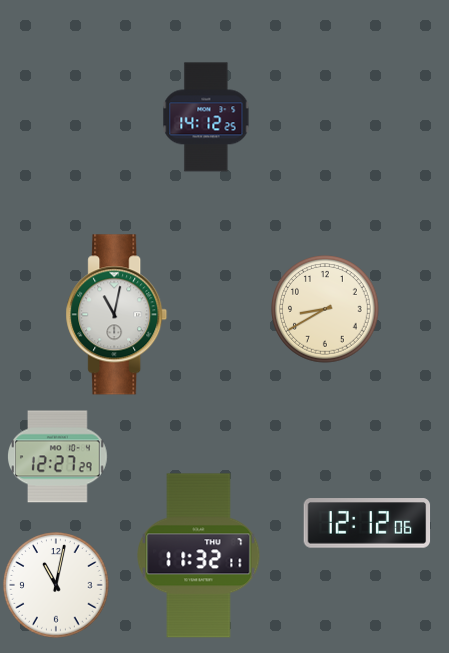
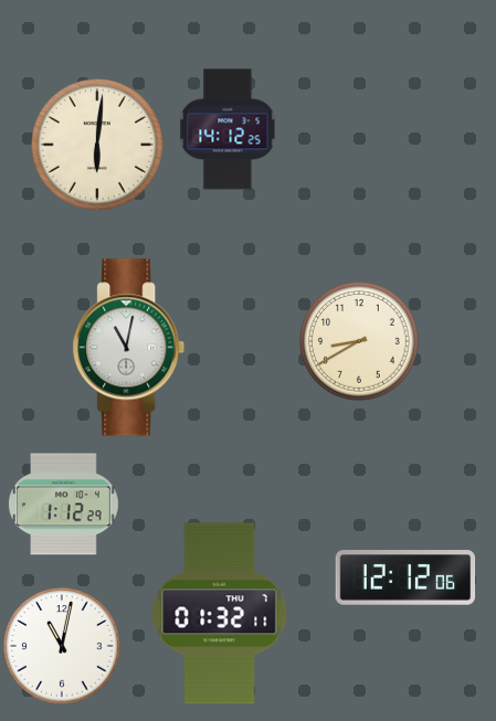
clock at (97, 145): none -> 6:01
clock at (58, 457): 12:27 -> 1:12
clock at (199, 556): 11:32 -> 01:32
